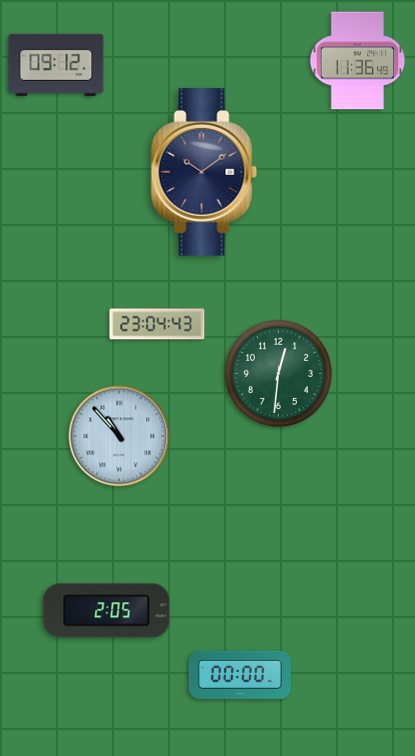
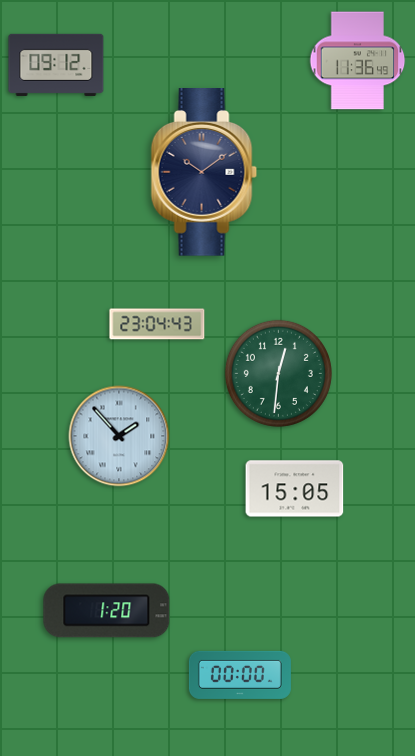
clock at (119, 436): 10:53 -> 1:53
clock at (295, 489): none -> 15:05
clock at (107, 611): 2:05 -> 1:20
